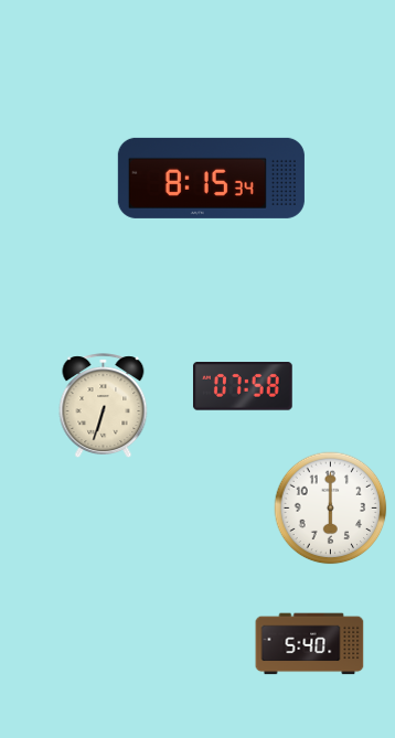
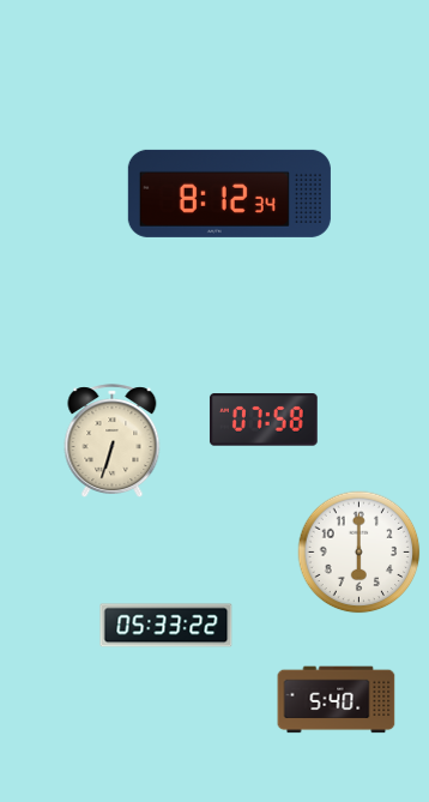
clock at (211, 178): 8:15 -> 8:12
clock at (167, 626): none -> 05:33
